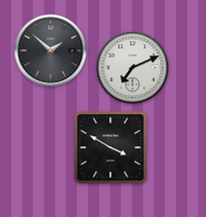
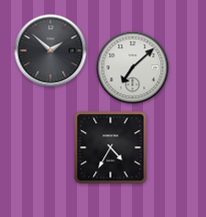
clock at (133, 68): 7:11 -> 7:08
clock at (111, 148): 3:50 -> 4:35
